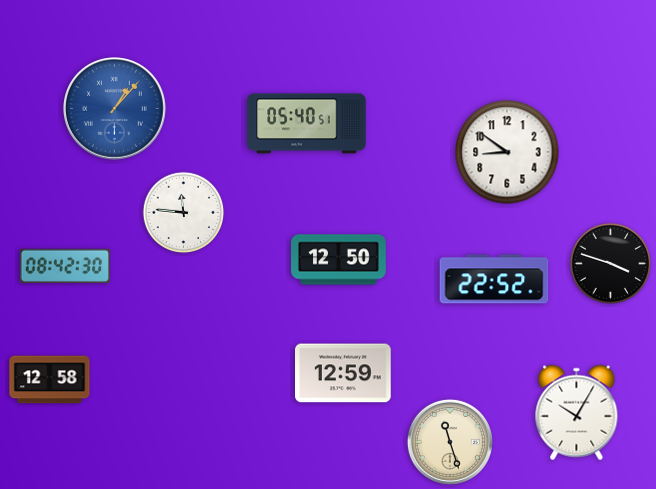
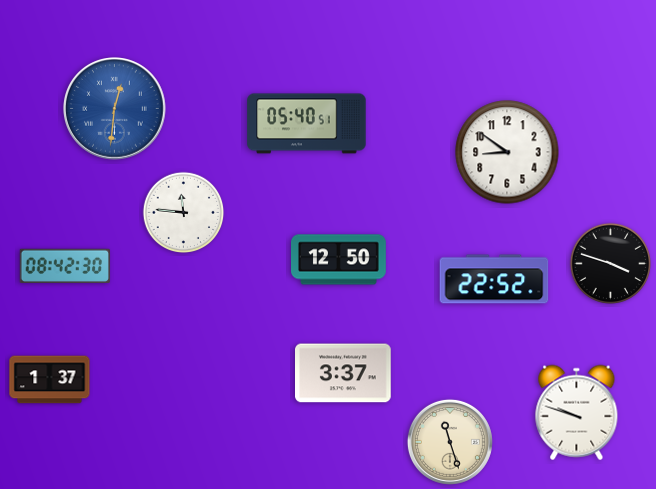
clock at (115, 109): 1:07 -> 12:31
clock at (344, 373): 12:59 -> 3:37
clock at (50, 380): 12:58 -> 1:37
clock at (577, 413): 10:05 -> 9:48
